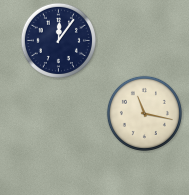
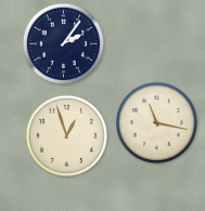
clock at (58, 40): 12:06 -> 2:06
clock at (66, 135): none -> 12:57
